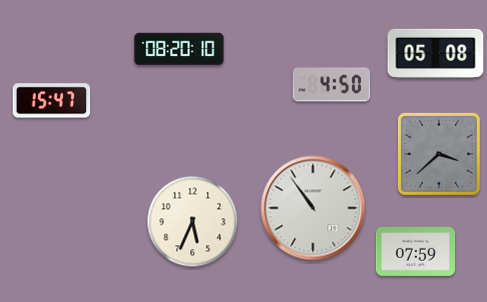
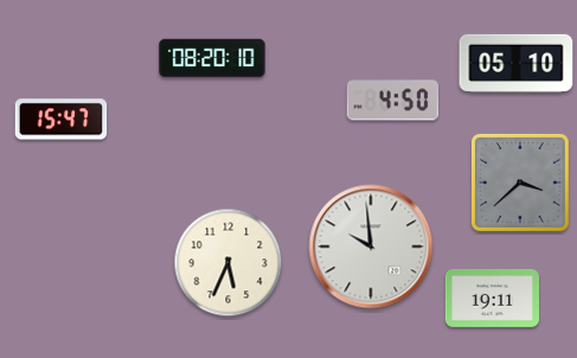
clock at (436, 53): 05:08 -> 05:10
clock at (313, 208): 10:54 -> 9:59
clock at (415, 251): 07:59 -> 19:11
